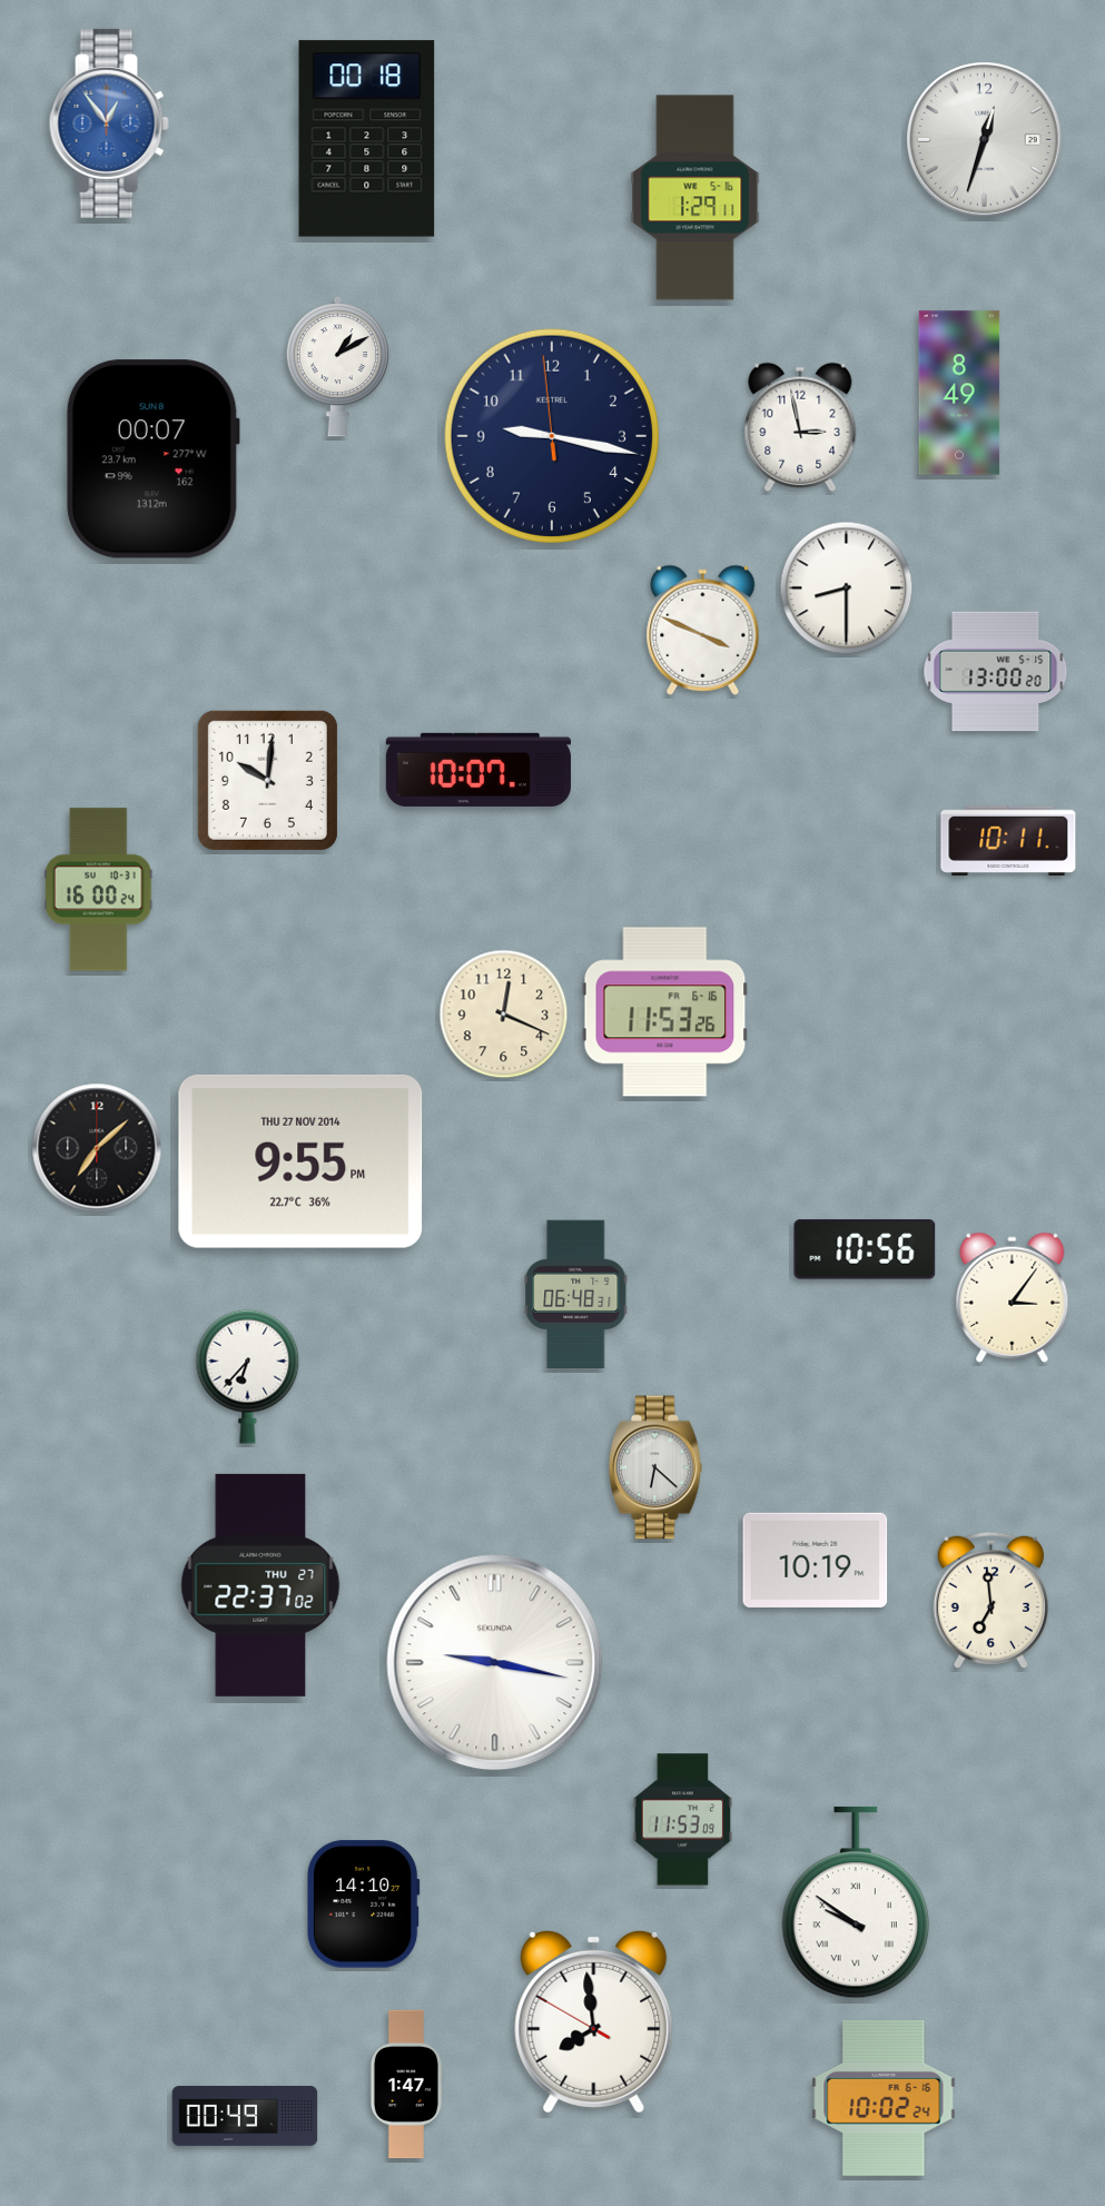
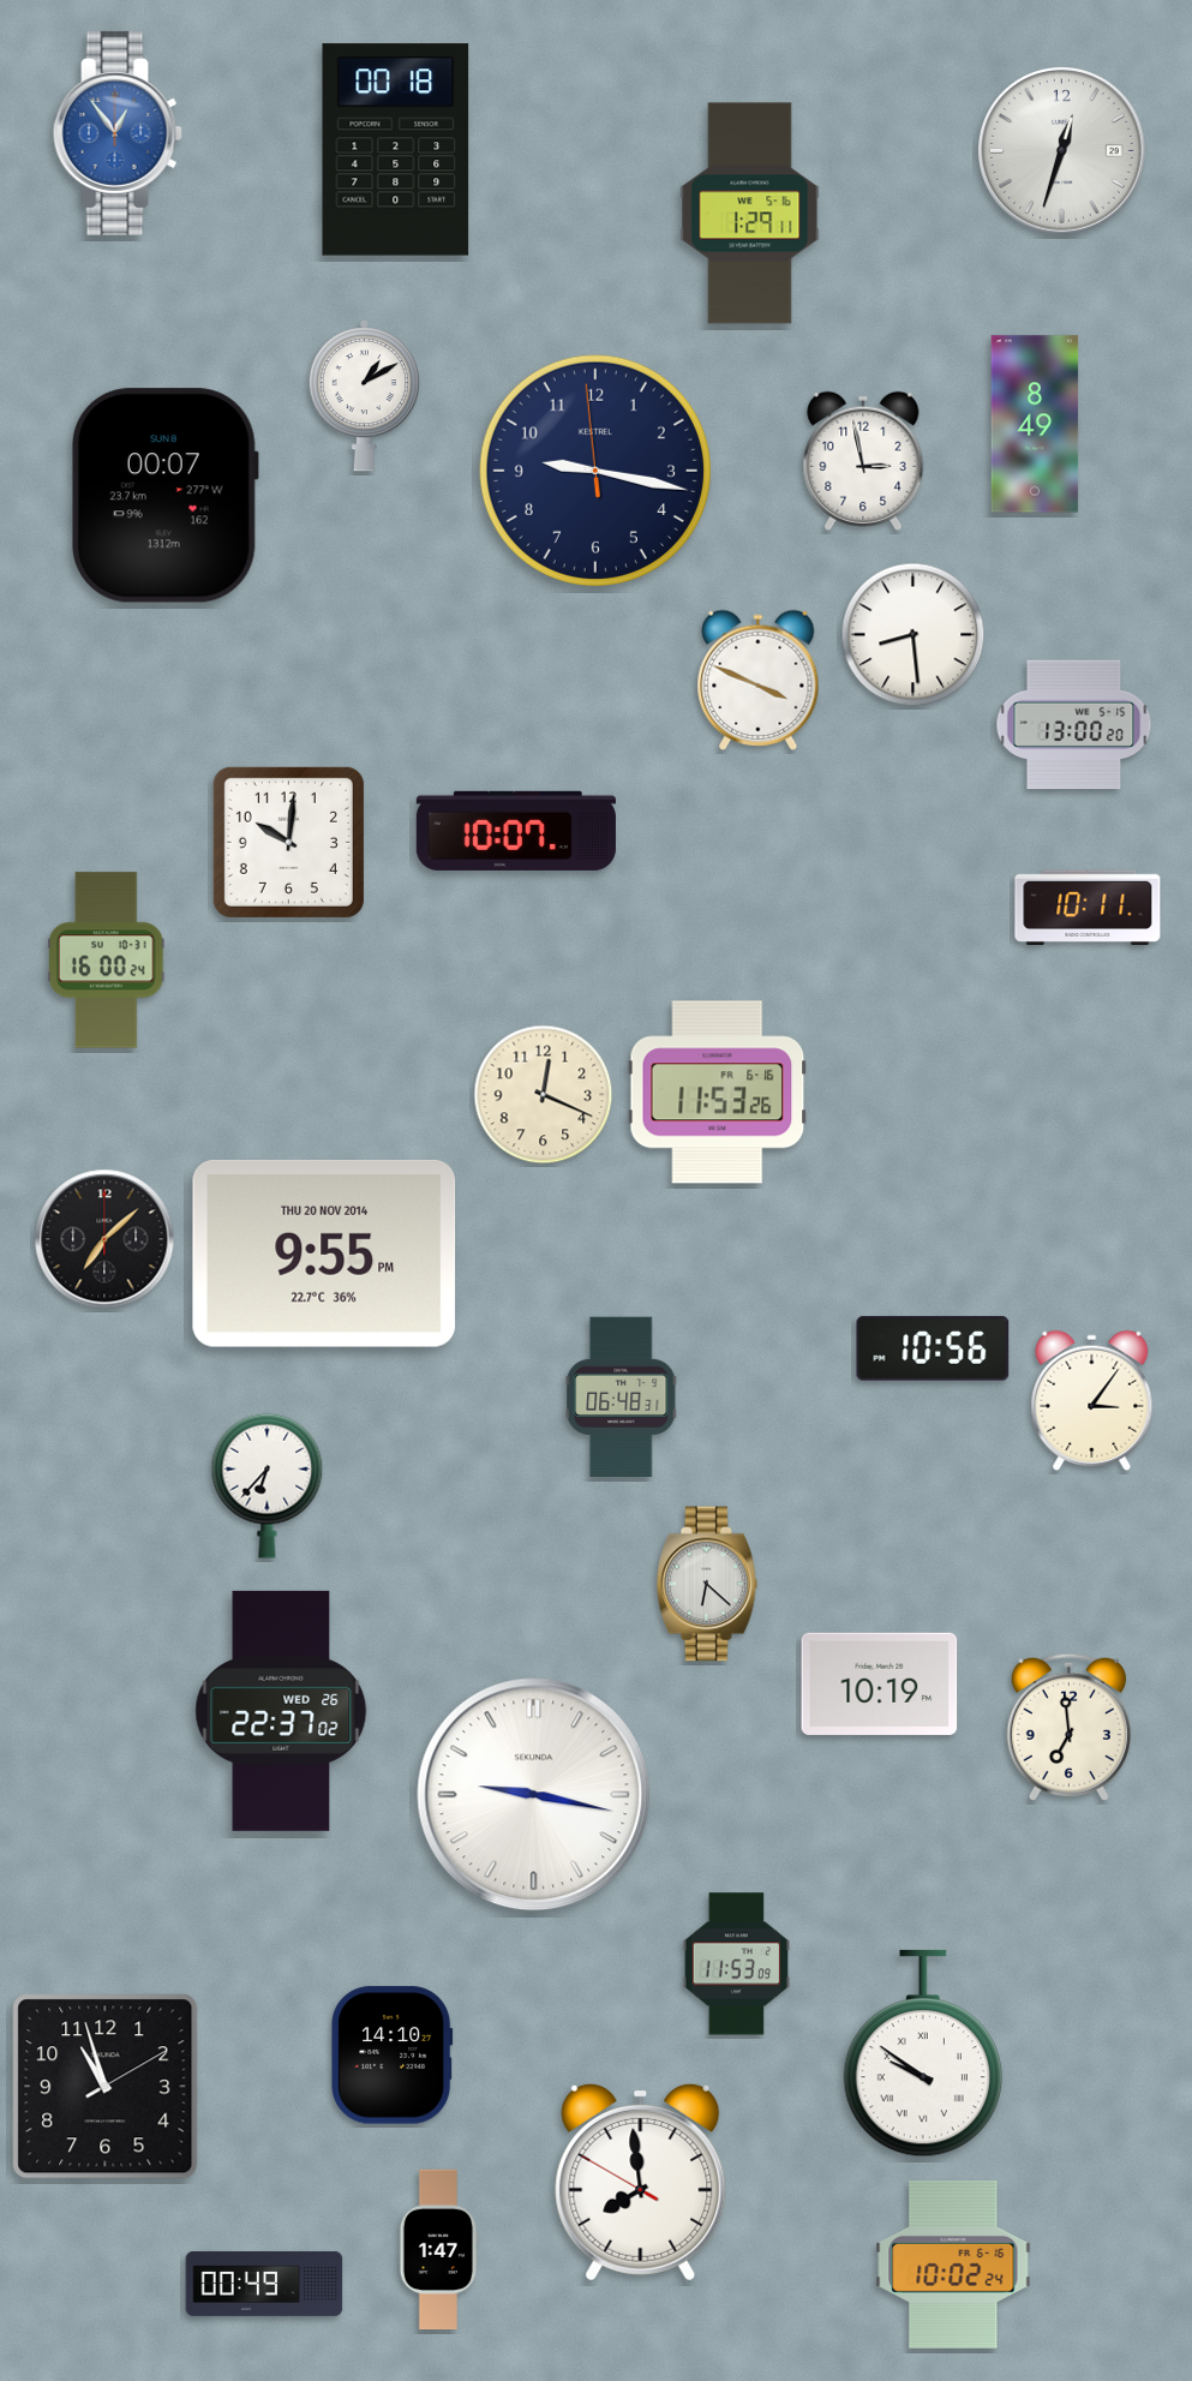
clock at (847, 588): 8:30 -> 8:29
clock at (300, 1161) date: THU 27 NOV 2014 -> THU 20 NOV 2014
clock at (260, 1585) date: THU 27 -> WED 26
clock at (106, 2087): none -> 10:57
